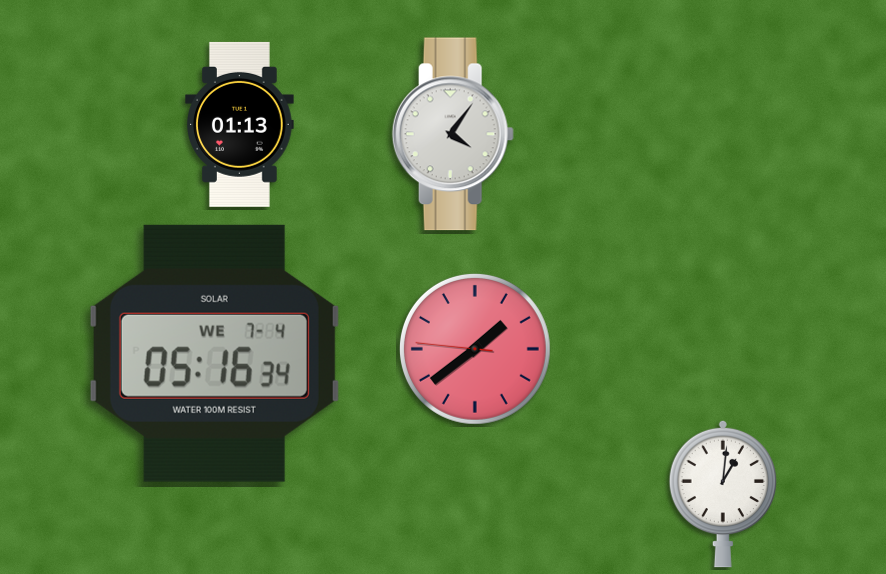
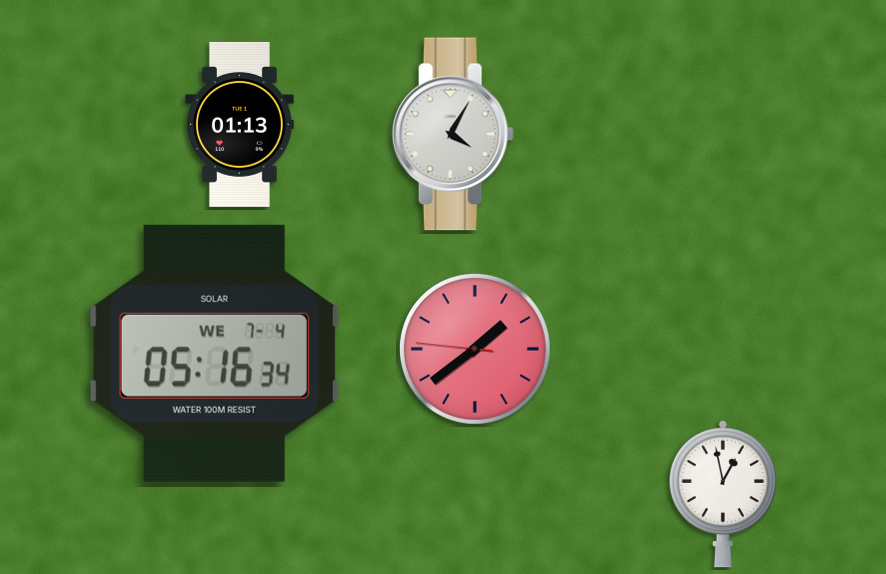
clock at (453, 134): 4:06 -> 4:05
clock at (722, 494): 1:01 -> 12:58
